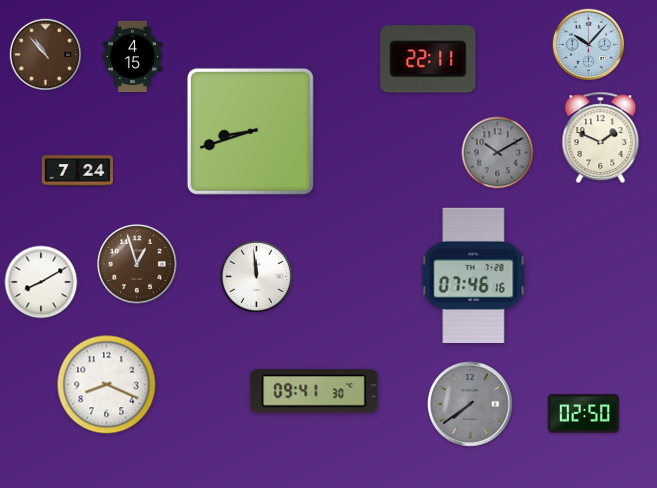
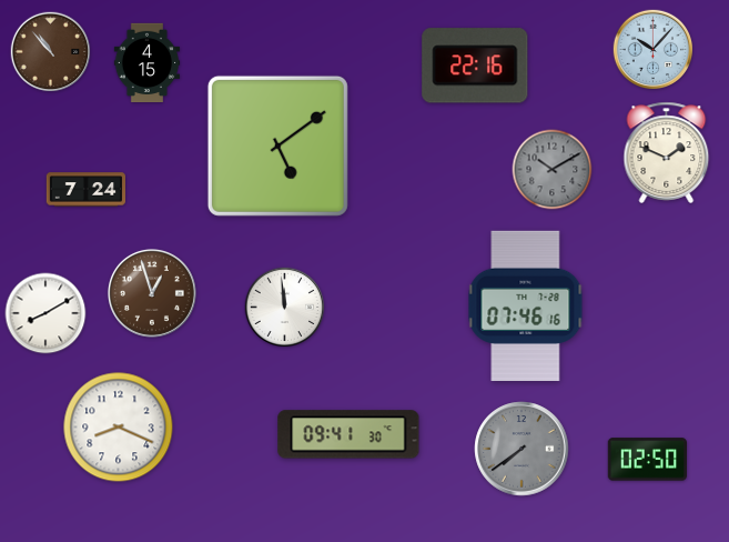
clock at (46, 55) position: (46, 55) -> (51, 52)
clock at (428, 59): 22:11 -> 22:16
clock at (250, 131): 8:42 -> 5:09
